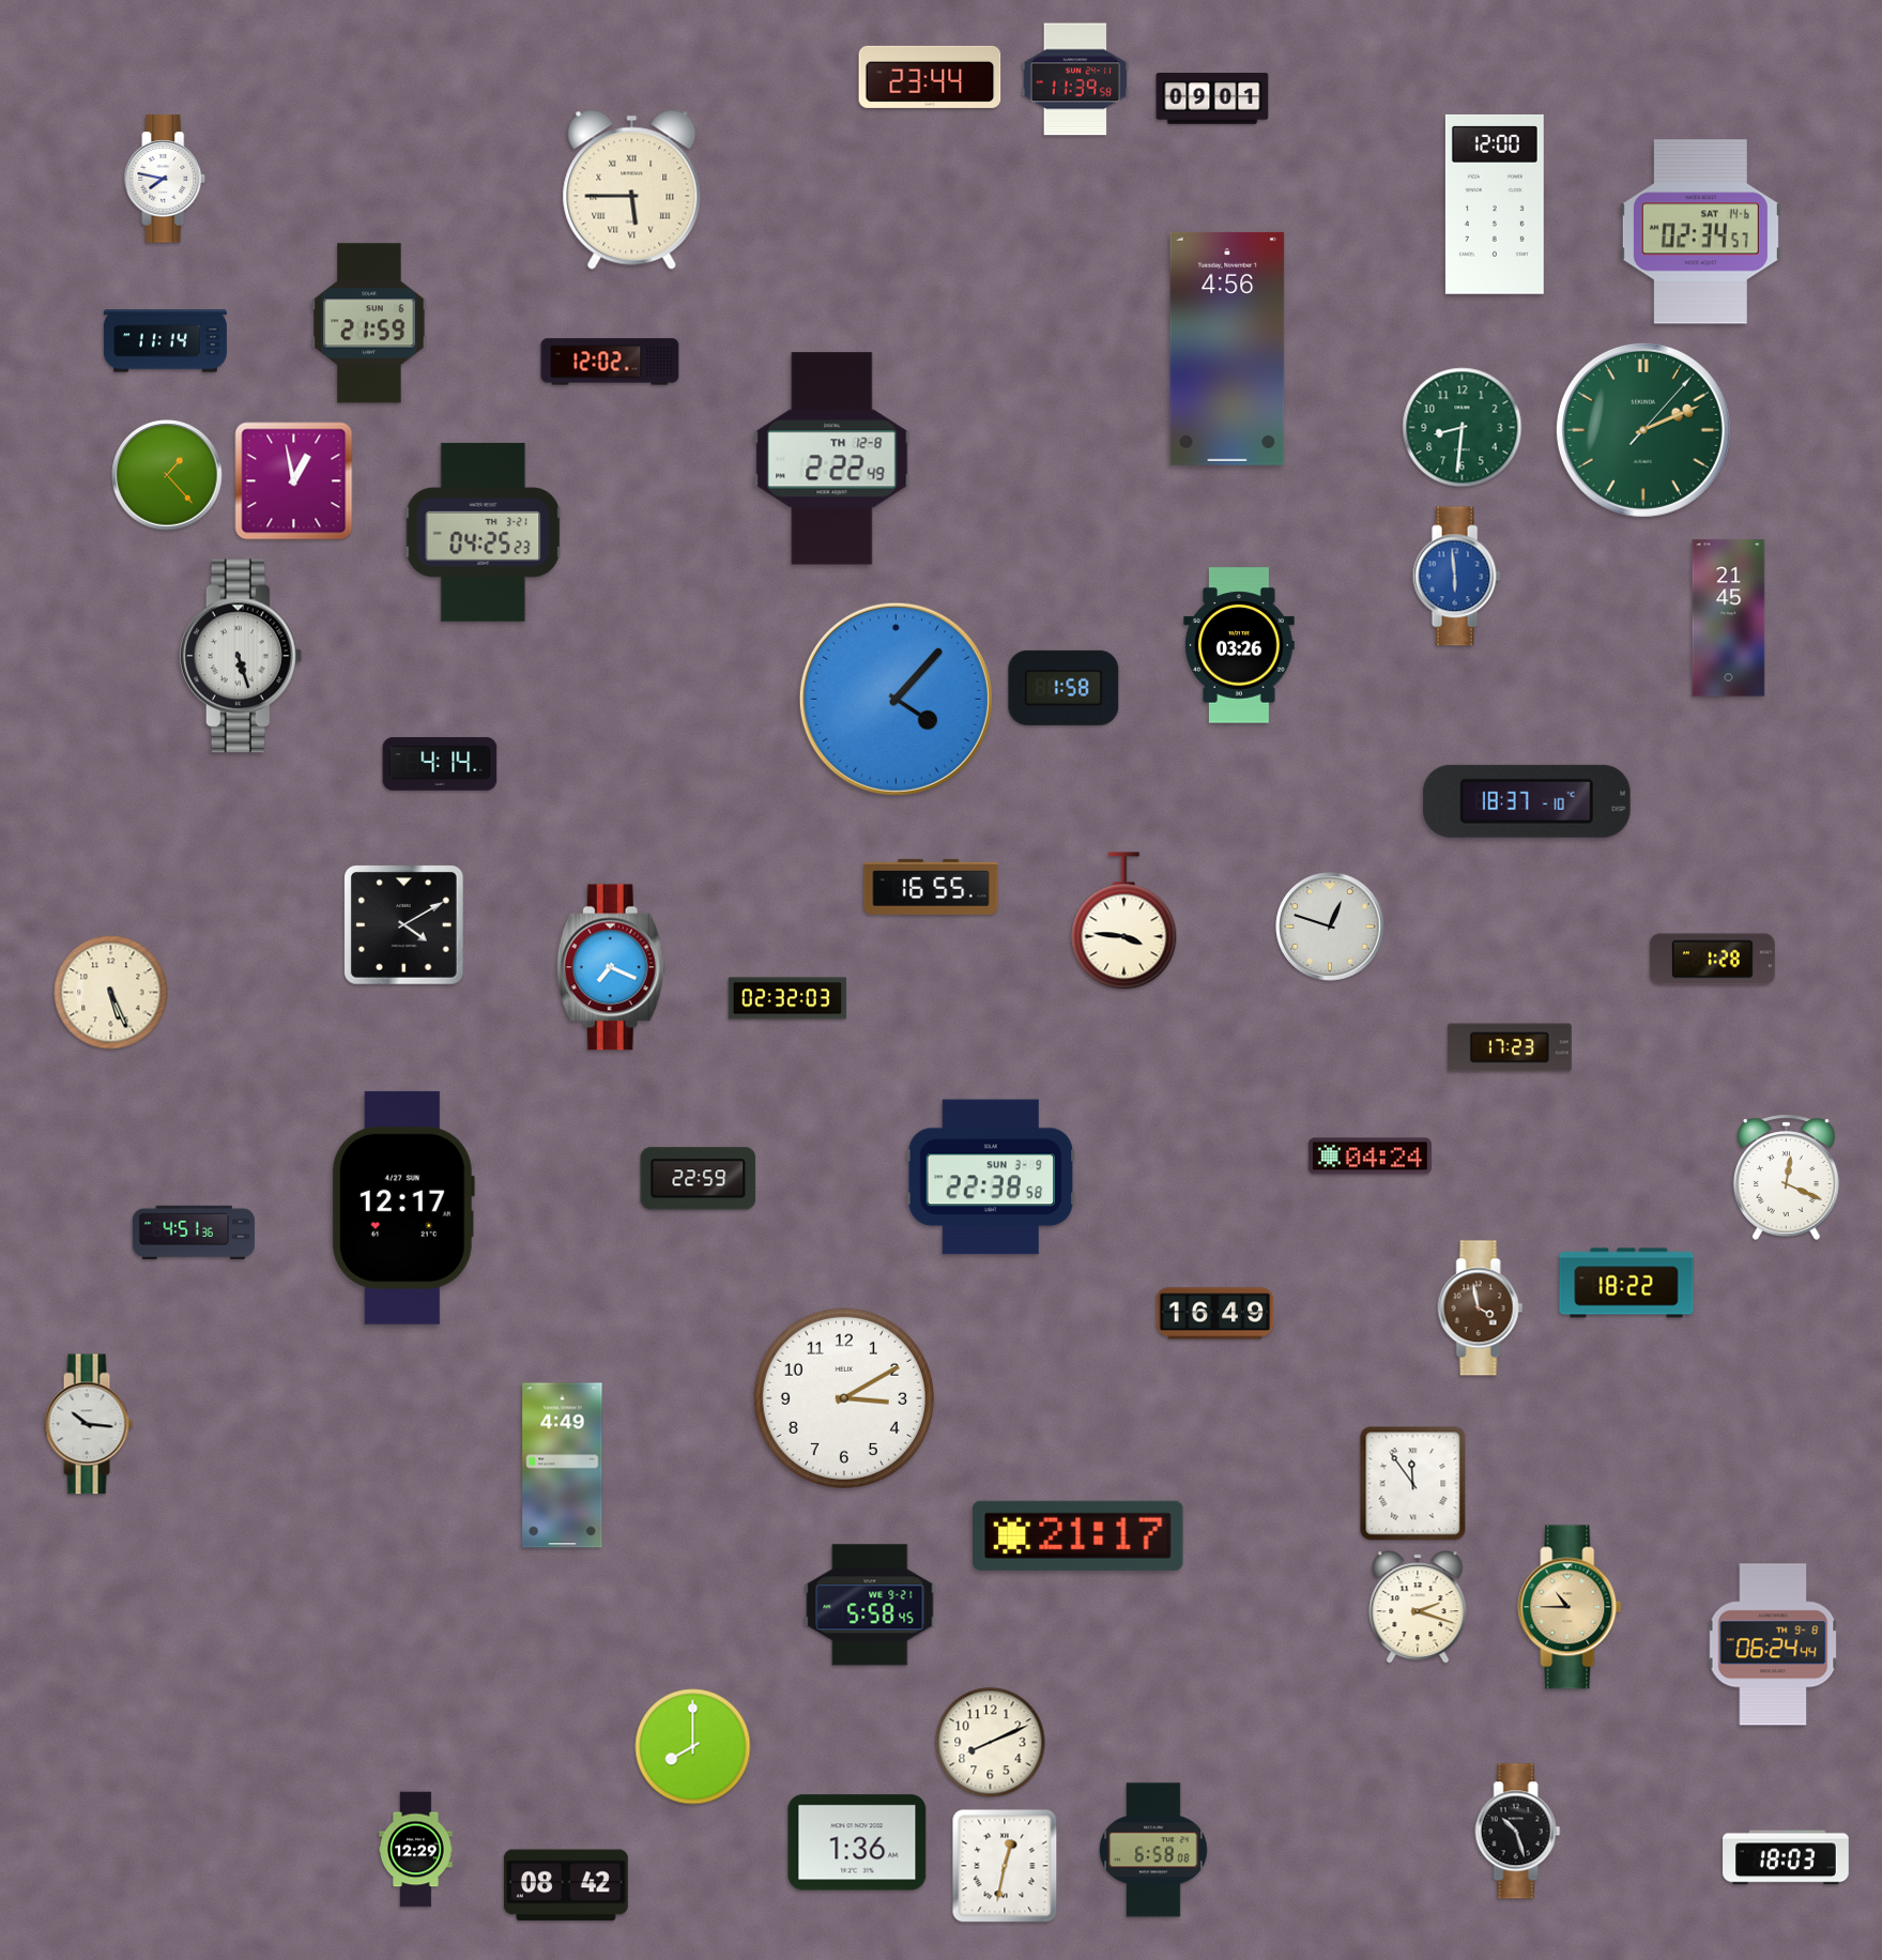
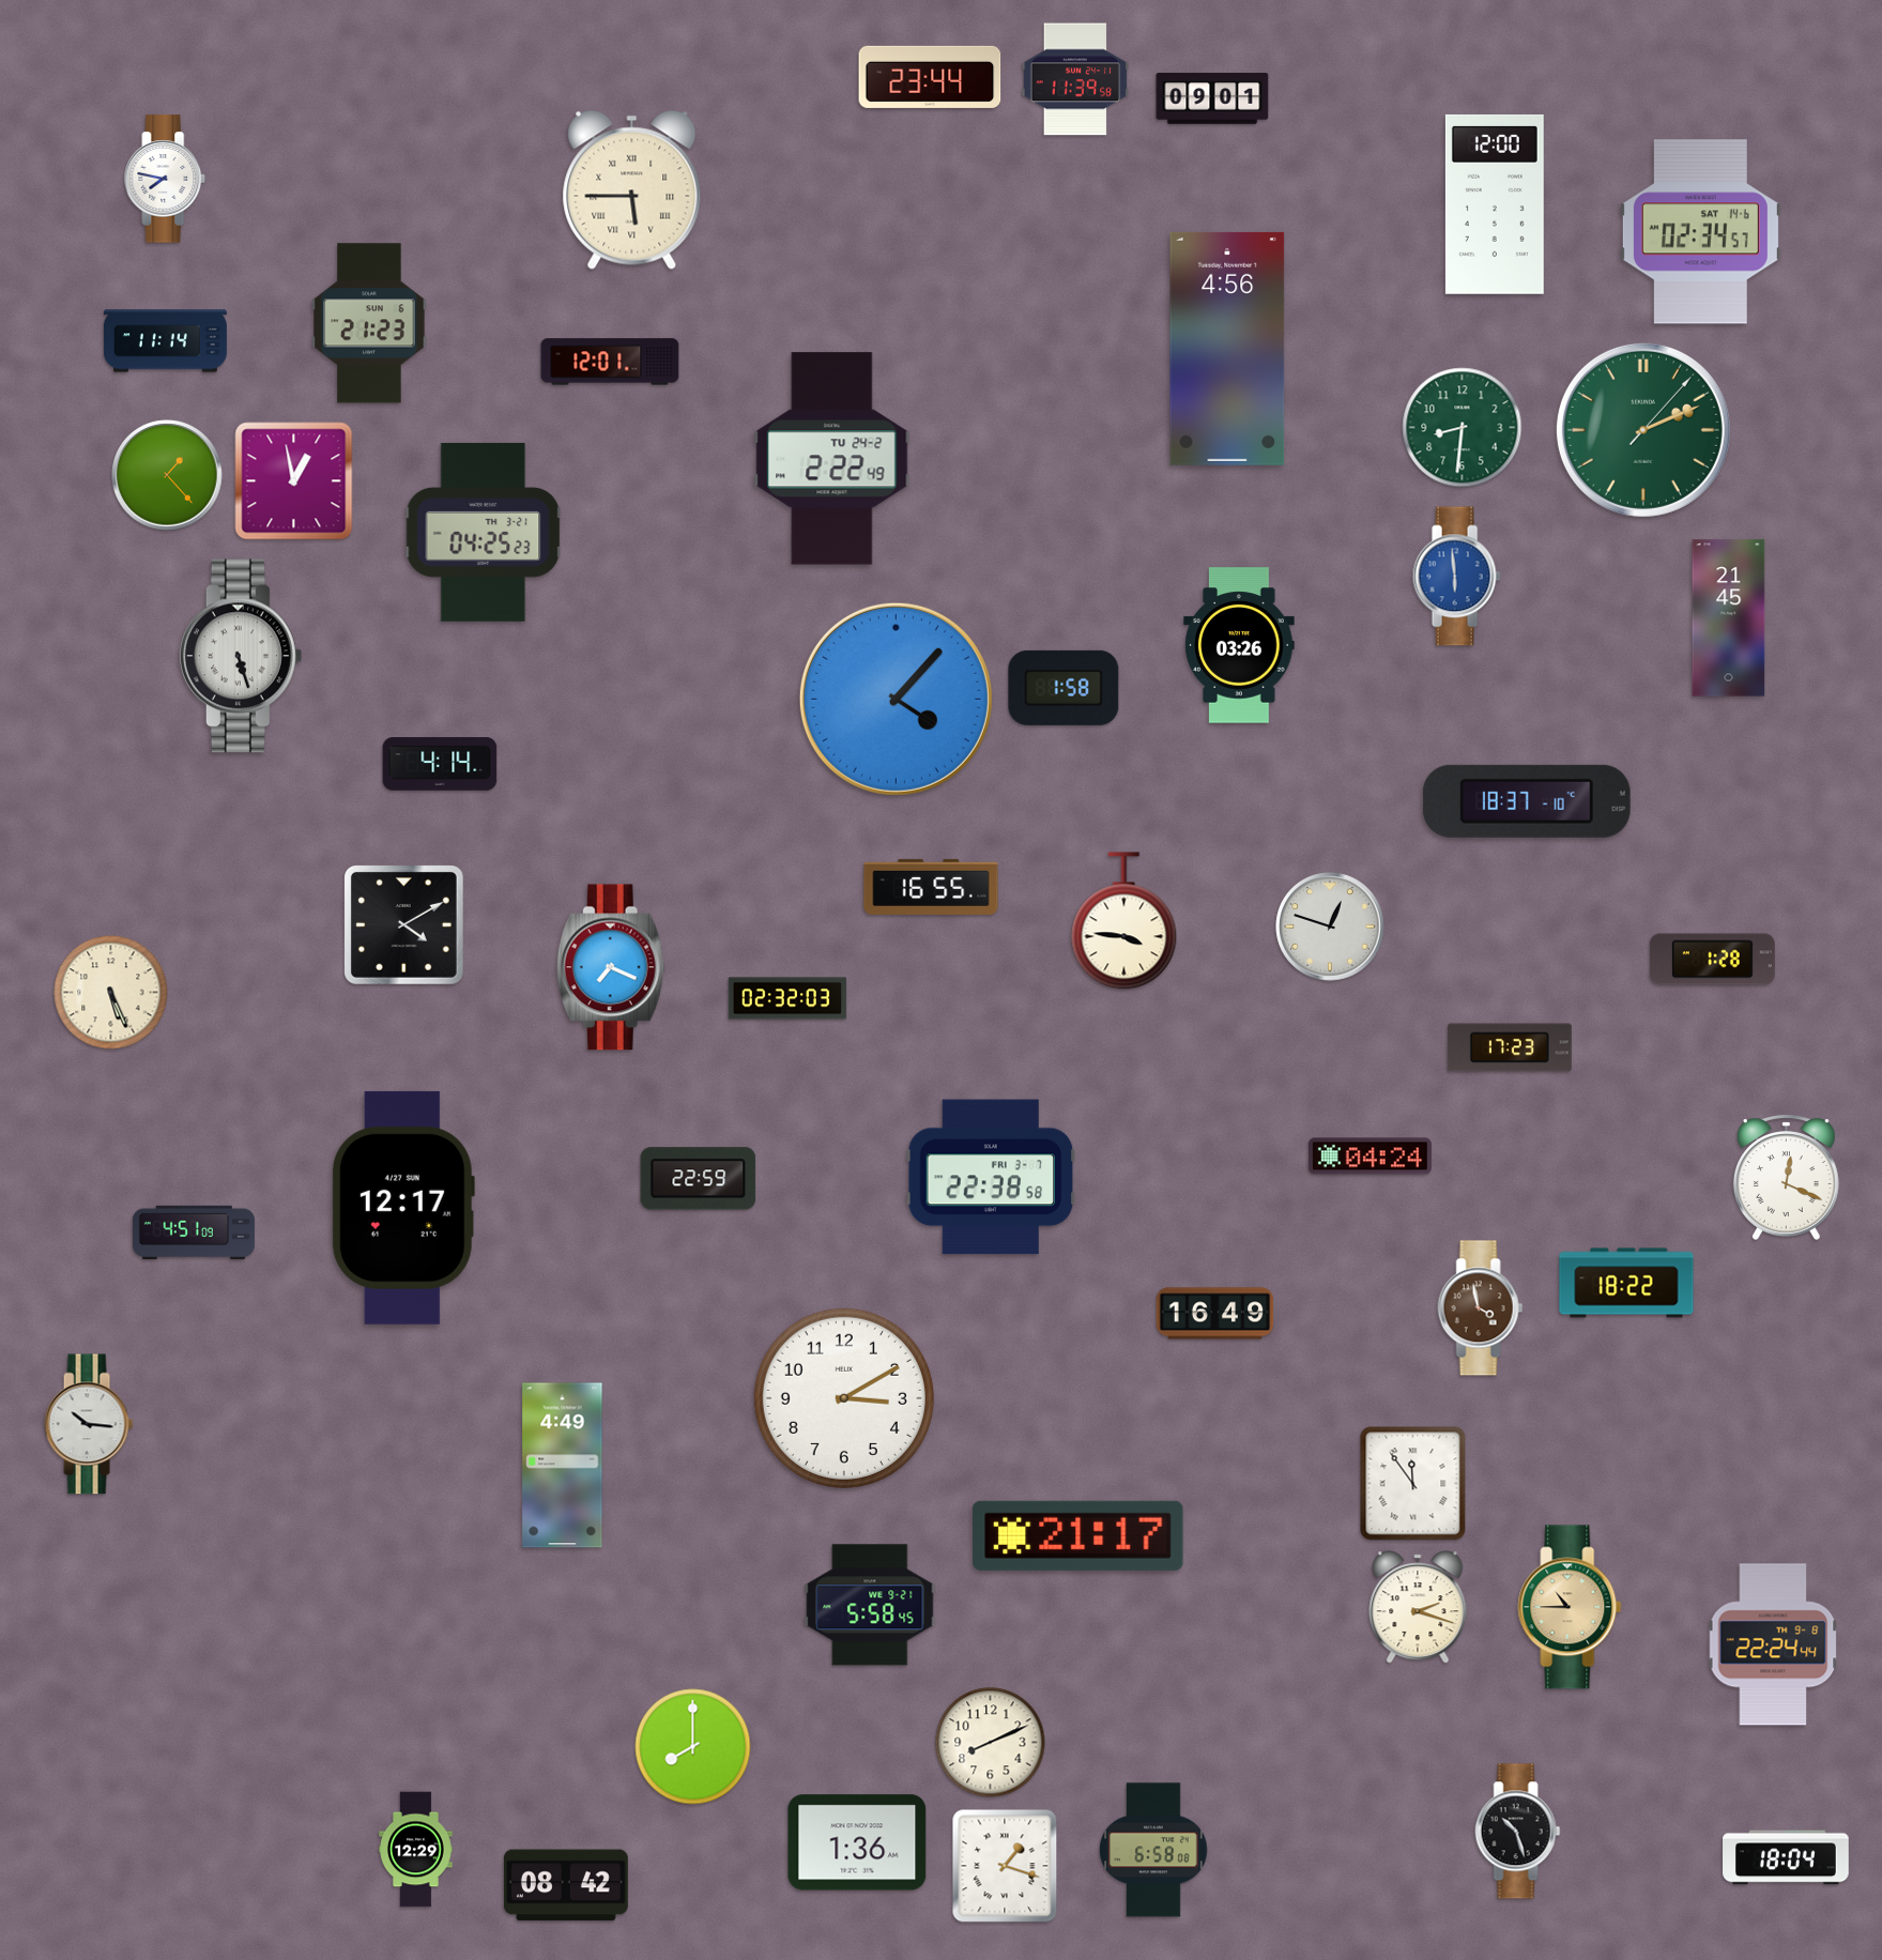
clock at (369, 323): 21:59 -> 21:23
clock at (610, 362): 12:02 -> 12:01
clock at (832, 459) date: TH 12-8 -> TU 24-2
clock at (991, 1177) date: SUN 3-9 -> FRI 3-7
clock at (194, 1232): 4:51:36 -> 4:51:09
clock at (1773, 1644): 06:24 -> 22:24
clock at (1786, 1857): 18:03 -> 18:04
clock at (1005, 1866): 12:32 -> 1:18
